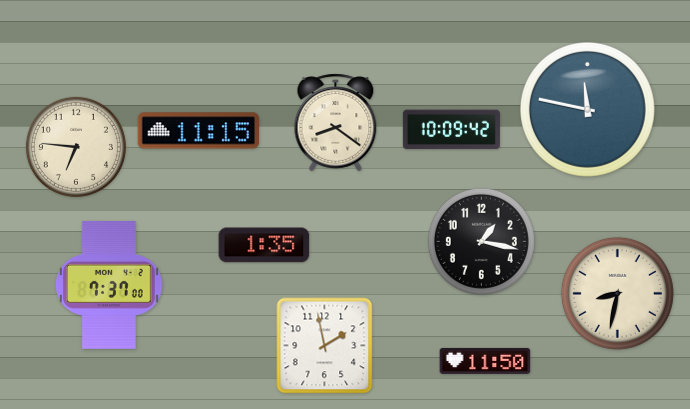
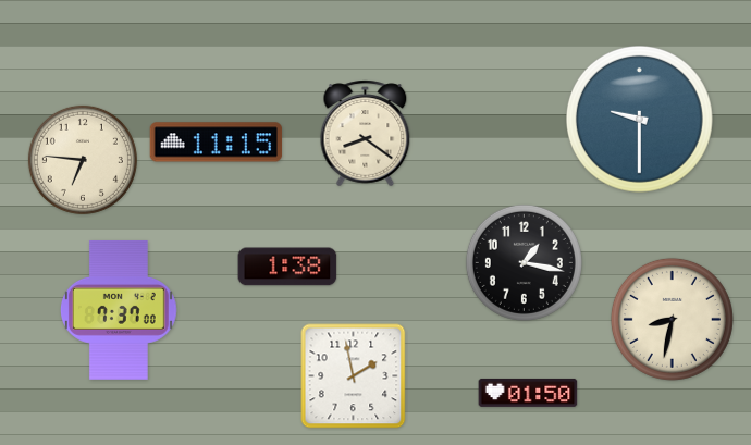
clock at (588, 110): 11:47 -> 9:30
clock at (451, 130): 10:09 -> none
clock at (264, 245): 1:35 -> 1:38
clock at (485, 361): 11:50 -> 01:50
